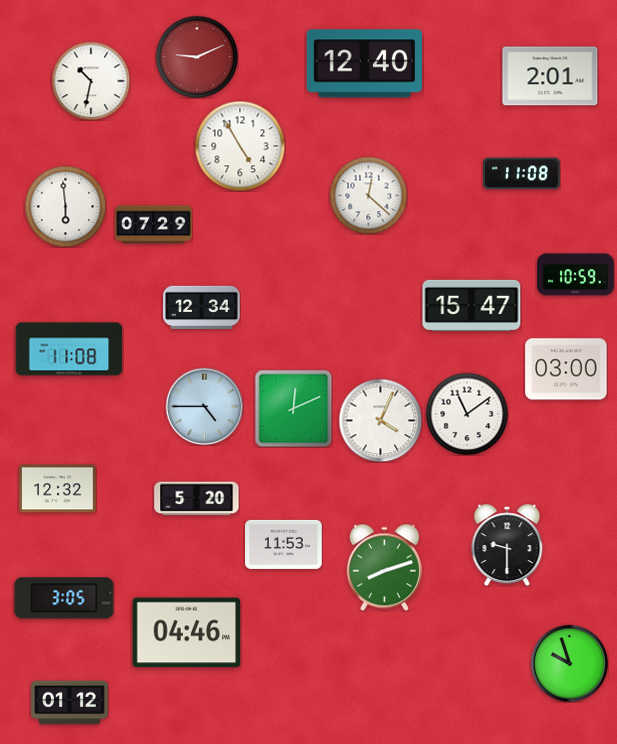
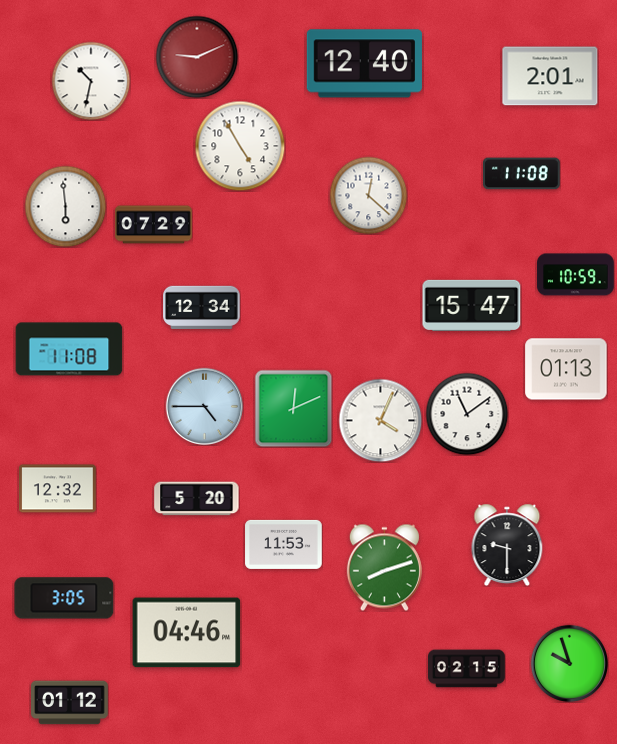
clock at (566, 369): 03:00 -> 01:13
clock at (467, 669): none -> 02:15
